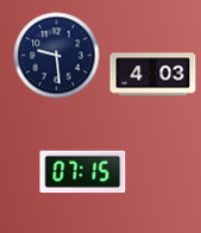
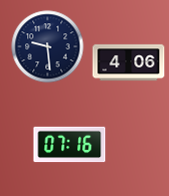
clock at (153, 75): 4:03 -> 4:06
clock at (83, 172): 07:15 -> 07:16
